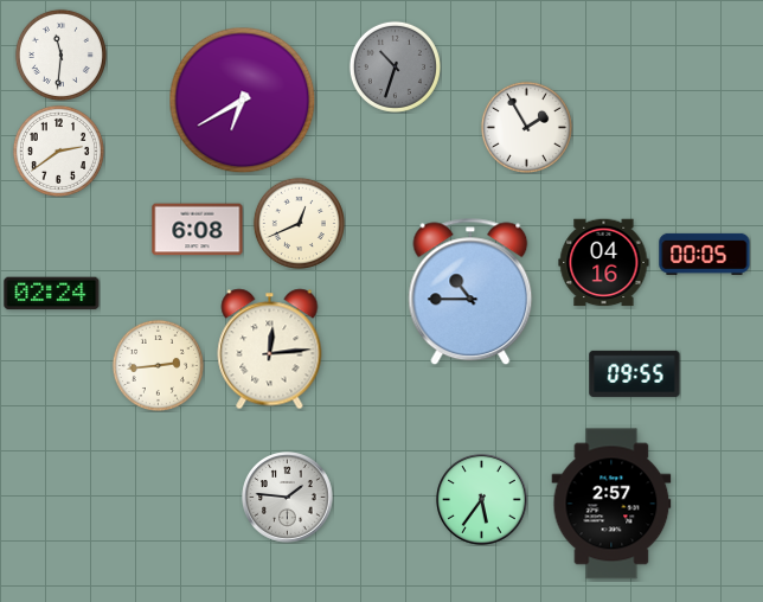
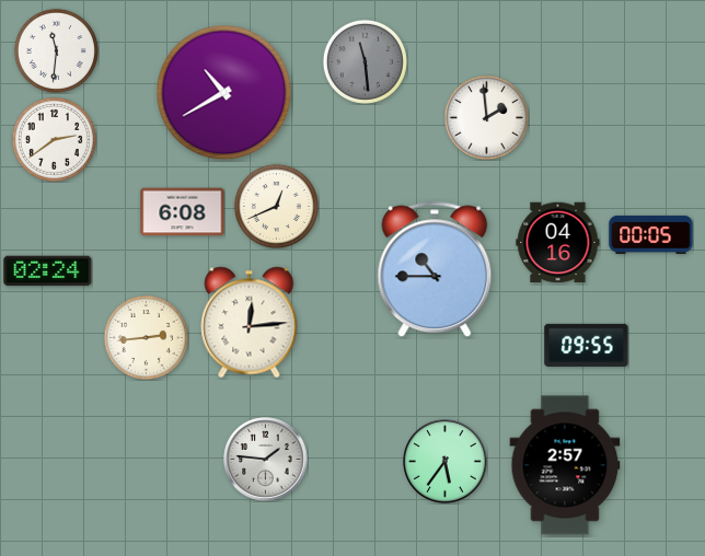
clock at (395, 66): 10:33 -> 11:29
clock at (243, 101): 6:40 -> 10:40
clock at (526, 127): 1:55 -> 1:59
